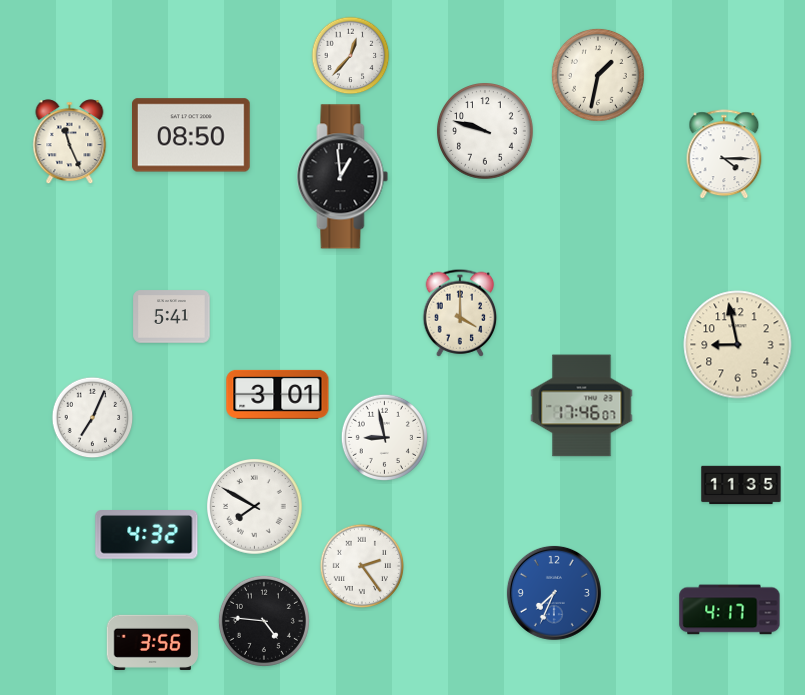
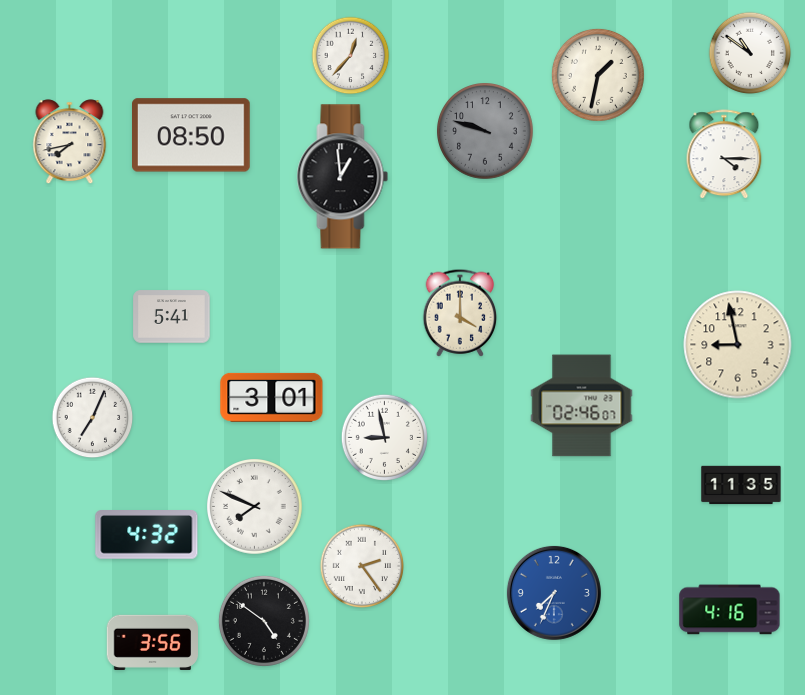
clock at (750, 53): none -> 10:51
clock at (486, 132) dial: white -> grey
clock at (70, 142): 11:26 -> 7:43
clock at (278, 394) position: (278, 394) -> (272, 397)
clock at (582, 406): 17:46 -> 02:46
clock at (255, 507): 7:50 -> 7:49
clock at (730, 610): 4:17 -> 4:16
clock at (264, 621): 4:46 -> 4:51
